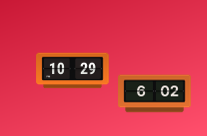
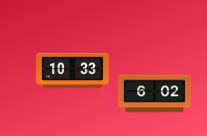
clock at (73, 71): 10:29 -> 10:33
